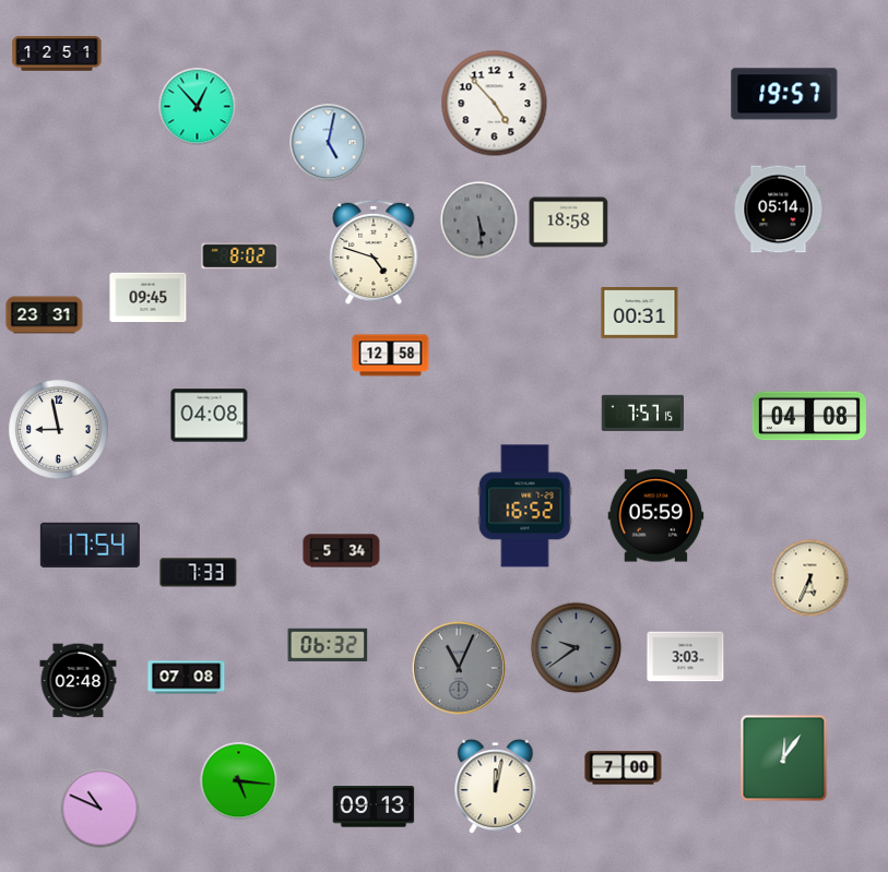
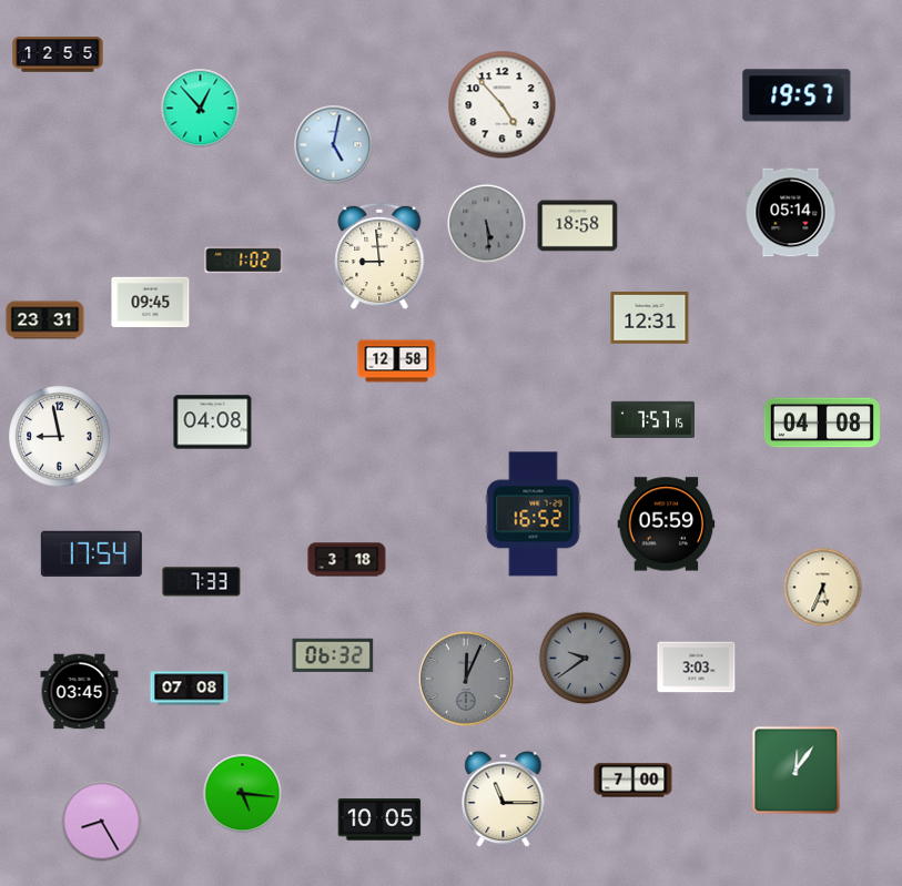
clock at (57, 53): 12:51 -> 12:55
clock at (374, 252): 4:48 -> 8:59
clock at (240, 256): 8:02 -> 1:02
clock at (640, 313): 00:31 -> 12:31
clock at (342, 551): 5:34 -> 3:18
clock at (459, 668): 11:04 -> 12:04
clock at (79, 681): 02:48 -> 03:45
clock at (496, 787): 12:02 -> 11:15
clock at (374, 807): 09:13 -> 10:05
clock at (100, 809): 10:49 -> 8:25
